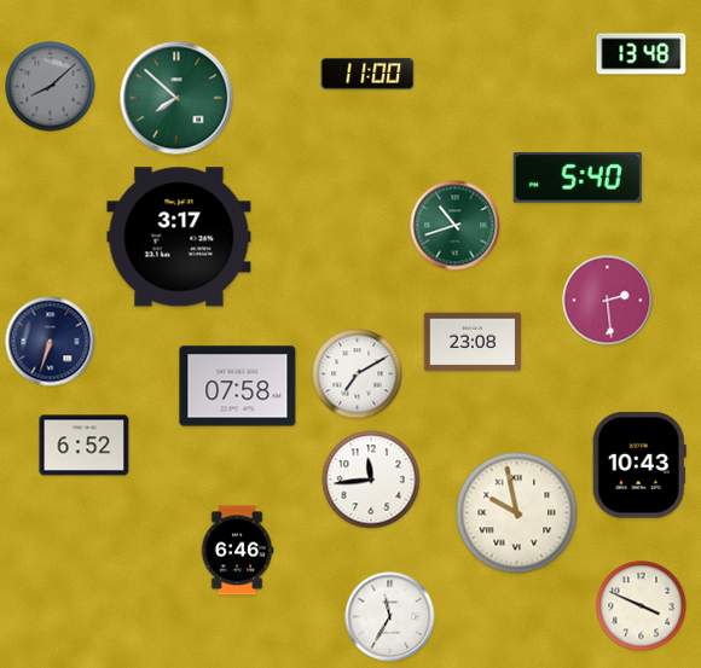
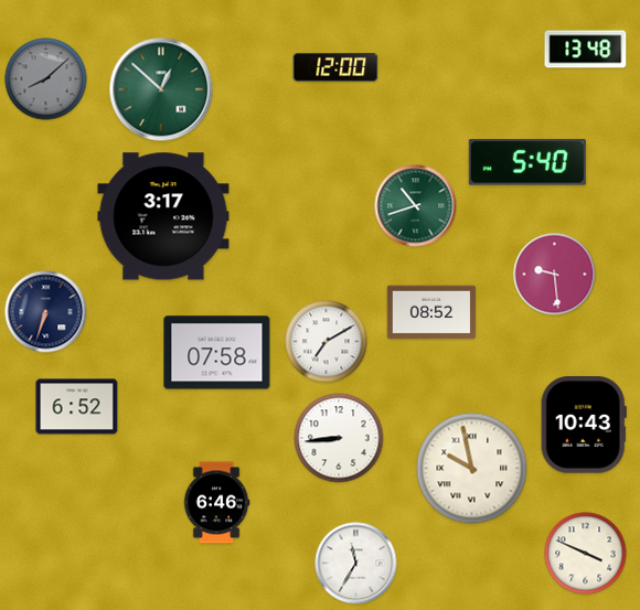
clock at (367, 74): 11:00 -> 12:00
clock at (176, 98): 7:52 -> 12:52
clock at (608, 301): 2:29 -> 9:29
clock at (473, 342): 23:08 -> 08:52
clock at (371, 480): 11:44 -> 8:44
